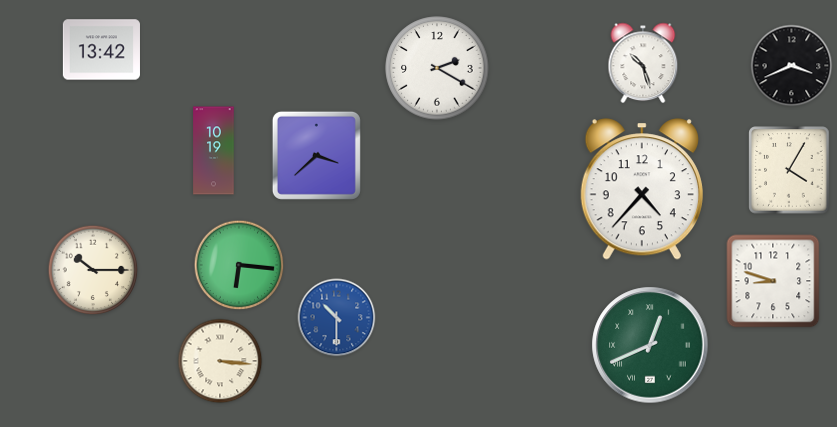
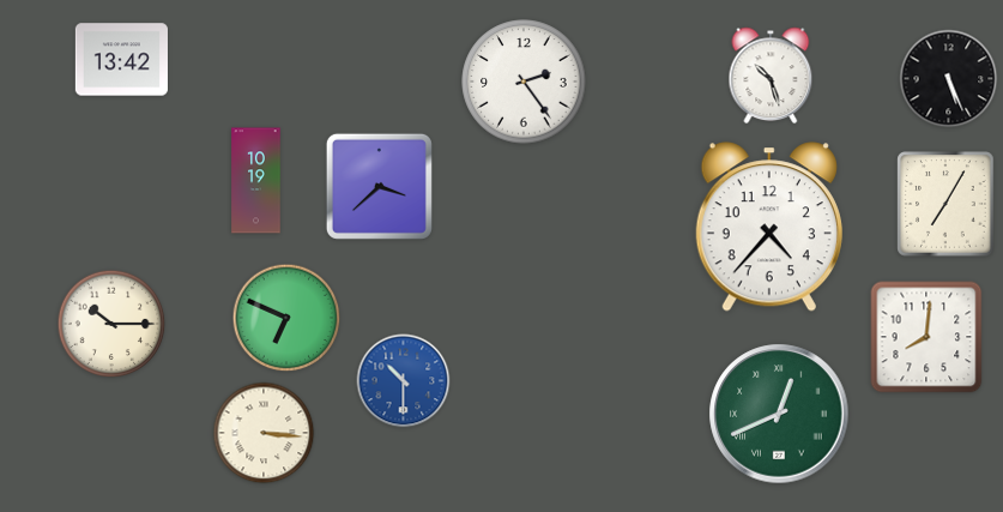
clock at (792, 66): 3:41 -> 5:26
clock at (437, 68): 2:20 -> 2:24
clock at (789, 170): 4:05 -> 7:05
clock at (239, 265): 6:16 -> 6:49
clock at (773, 281): 8:48 -> 8:01
